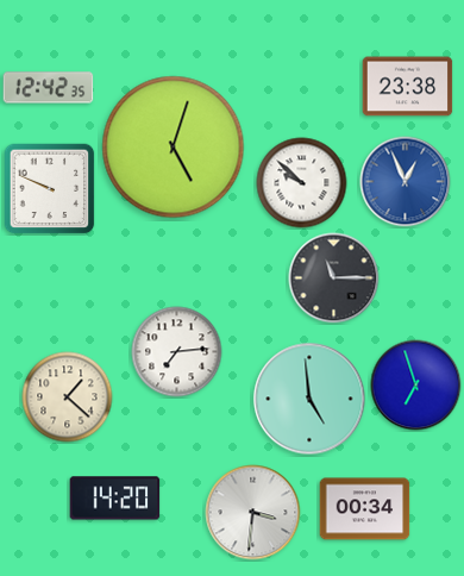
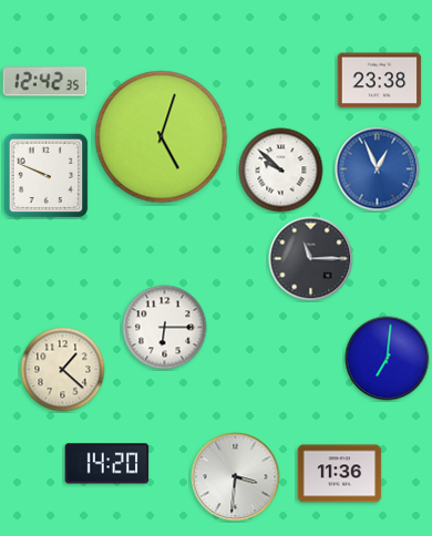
clock at (177, 352): 7:14 -> 6:15
clock at (416, 386): 6:57 -> 7:01
clock at (309, 399): 4:59 -> none
clock at (365, 509): 00:34 -> 11:36
